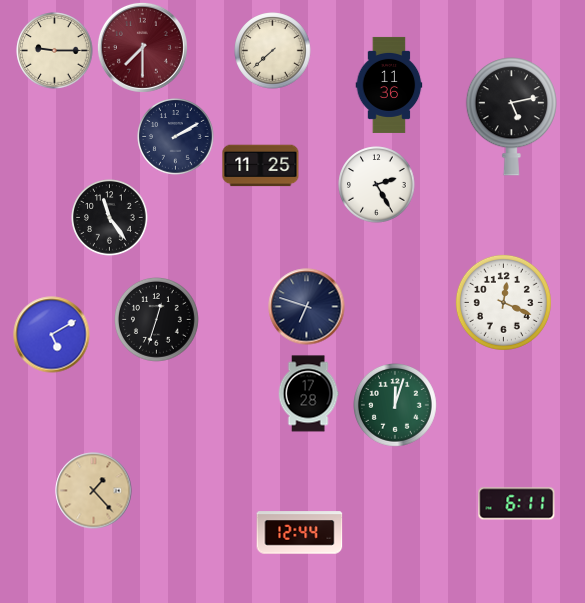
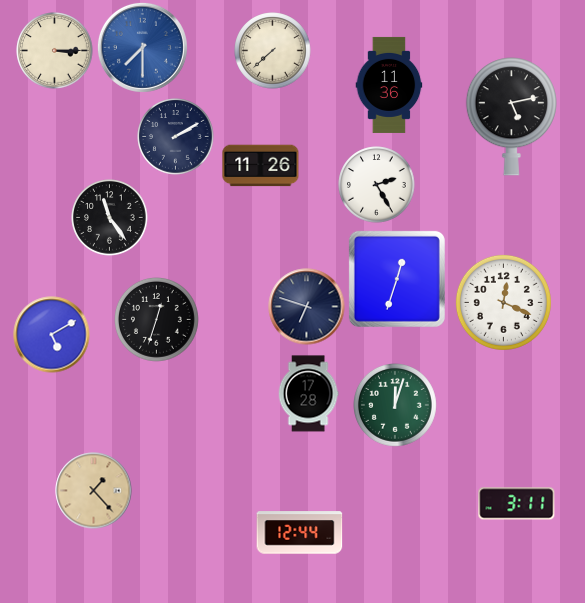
clock at (142, 47) dial: burgundy -> blue
clock at (55, 51): 9:15 -> 3:15
clock at (261, 166): 11:25 -> 11:26
clock at (397, 279): none -> 12:33
clock at (517, 504): 6:11 -> 3:11
